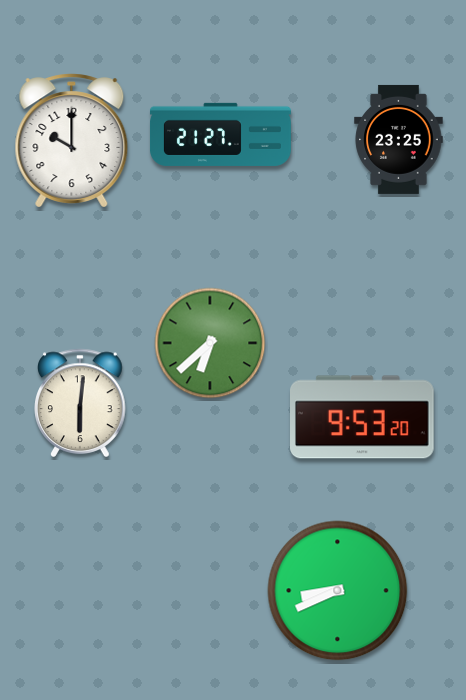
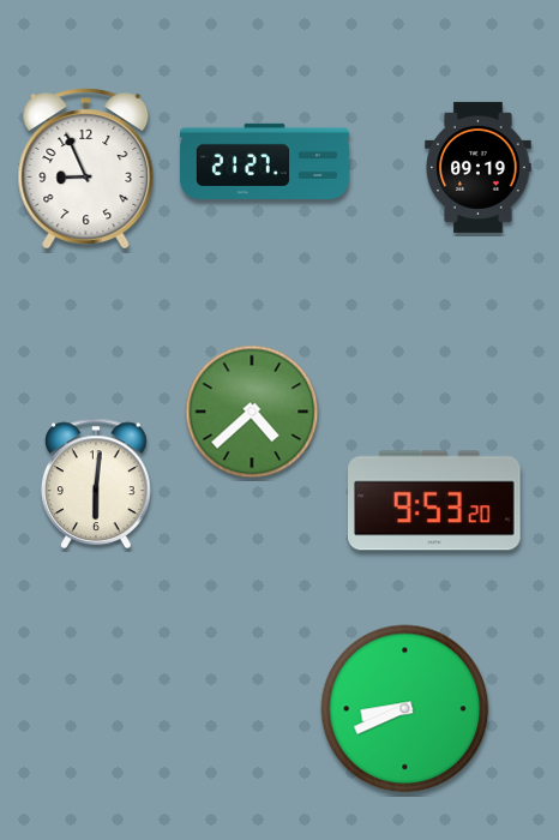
clock at (399, 139): 23:25 -> 09:19
clock at (72, 141): 10:00 -> 8:56
clock at (210, 343): 6:38 -> 4:38
